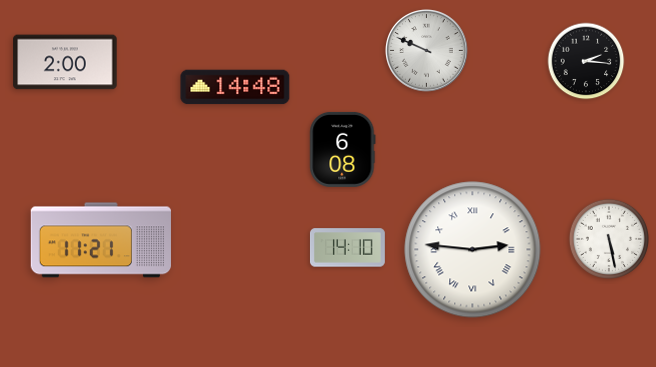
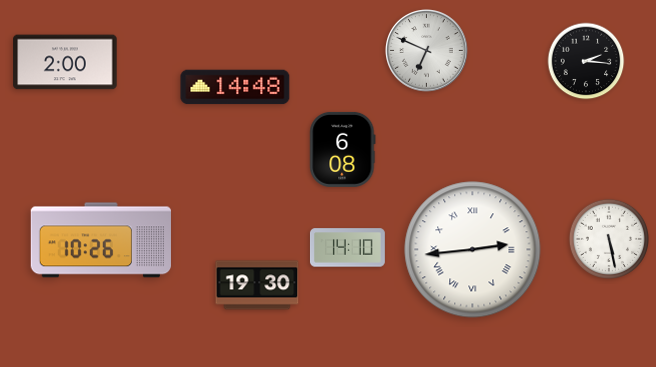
clock at (427, 51): 9:49 -> 6:49
clock at (101, 240): 11:21 -> 10:26
clock at (473, 250): 2:46 -> 2:44
clock at (257, 285): none -> 19:30
